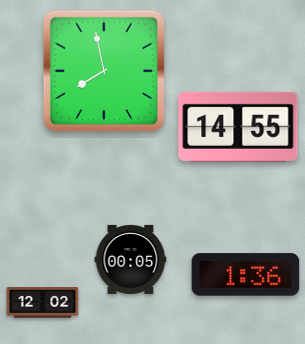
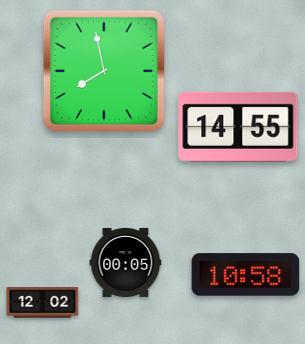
clock at (131, 259) position: (131, 259) -> (126, 262)
clock at (246, 275): 1:36 -> 10:58
